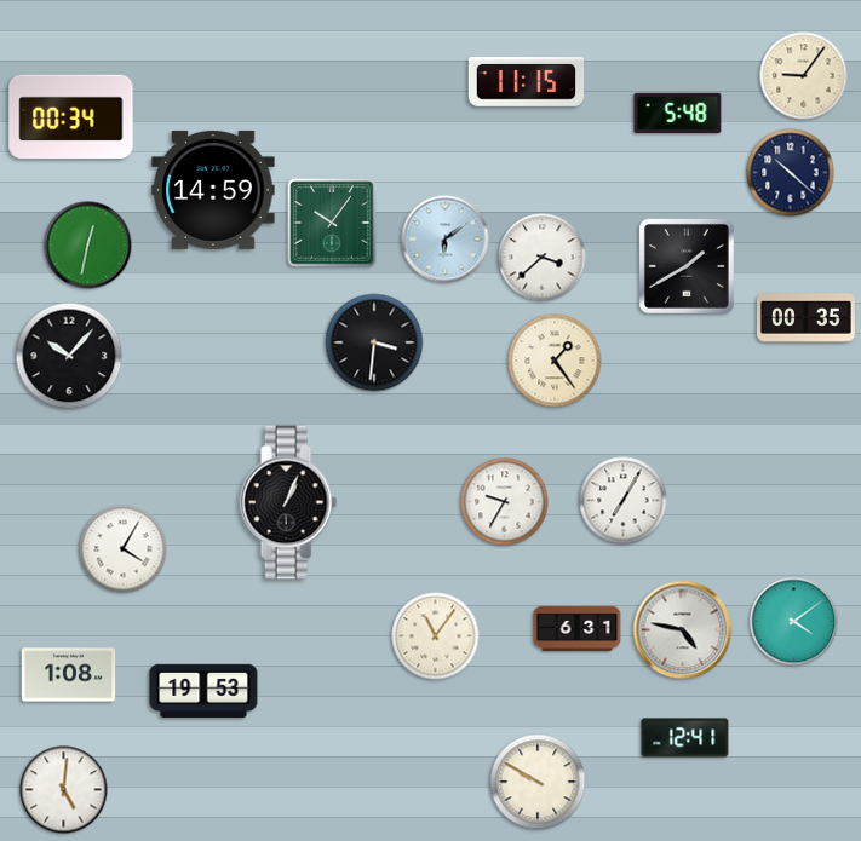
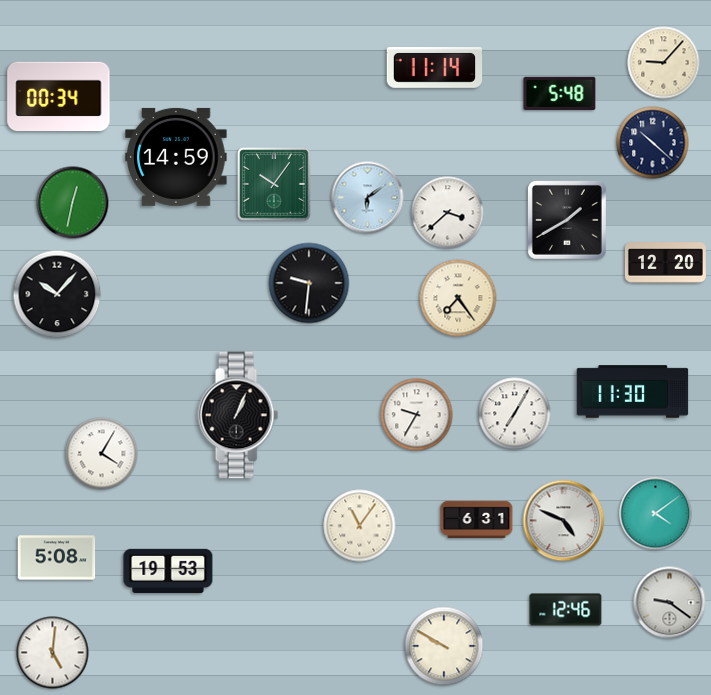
clock at (804, 76): 9:06 -> 9:07
clock at (527, 82): 11:15 -> 11:14
clock at (807, 318): 00:35 -> 12:20
clock at (374, 342): 3:31 -> 9:31
clock at (555, 361): 1:24 -> 7:24
clock at (633, 392): none -> 11:30
clock at (683, 630): 4:47 -> 4:49
clock at (69, 675): 1:08 -> 5:08
clock at (670, 603): none -> 9:21
clock at (685, 738): 12:41 -> 12:46
